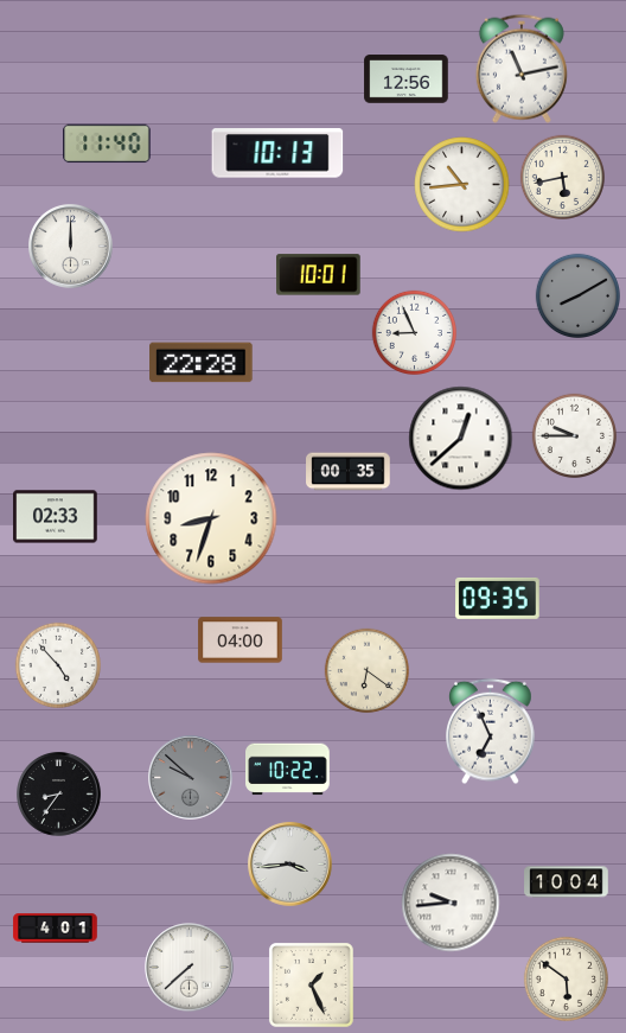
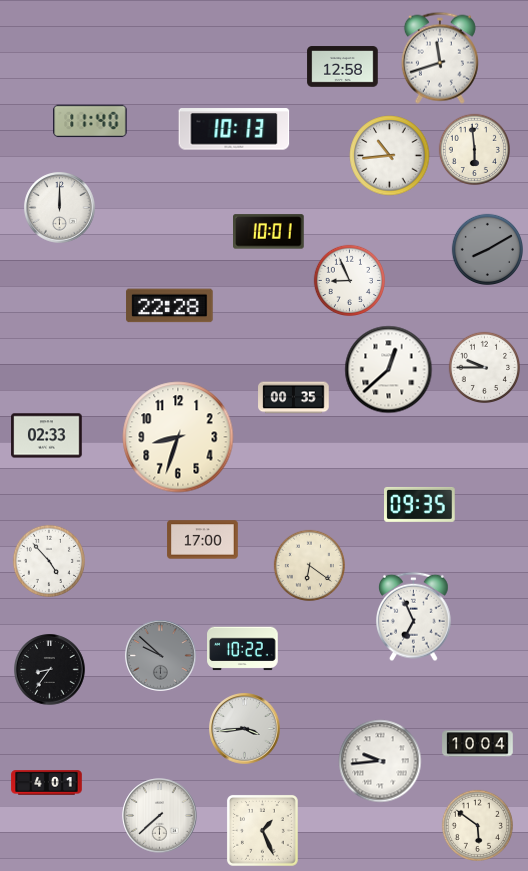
clock at (522, 69): 11:13 -> 11:42
clock at (407, 79): 12:56 -> 12:58
clock at (562, 177): 5:43 -> 5:59
clock at (241, 640): 04:00 -> 17:00
